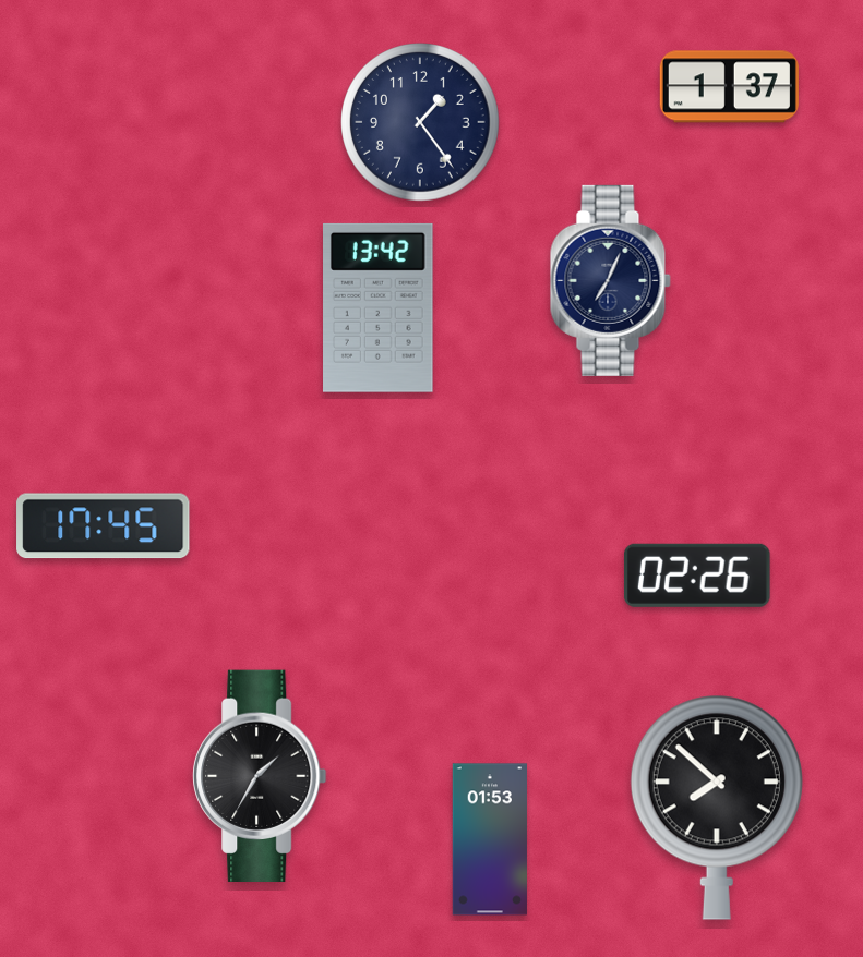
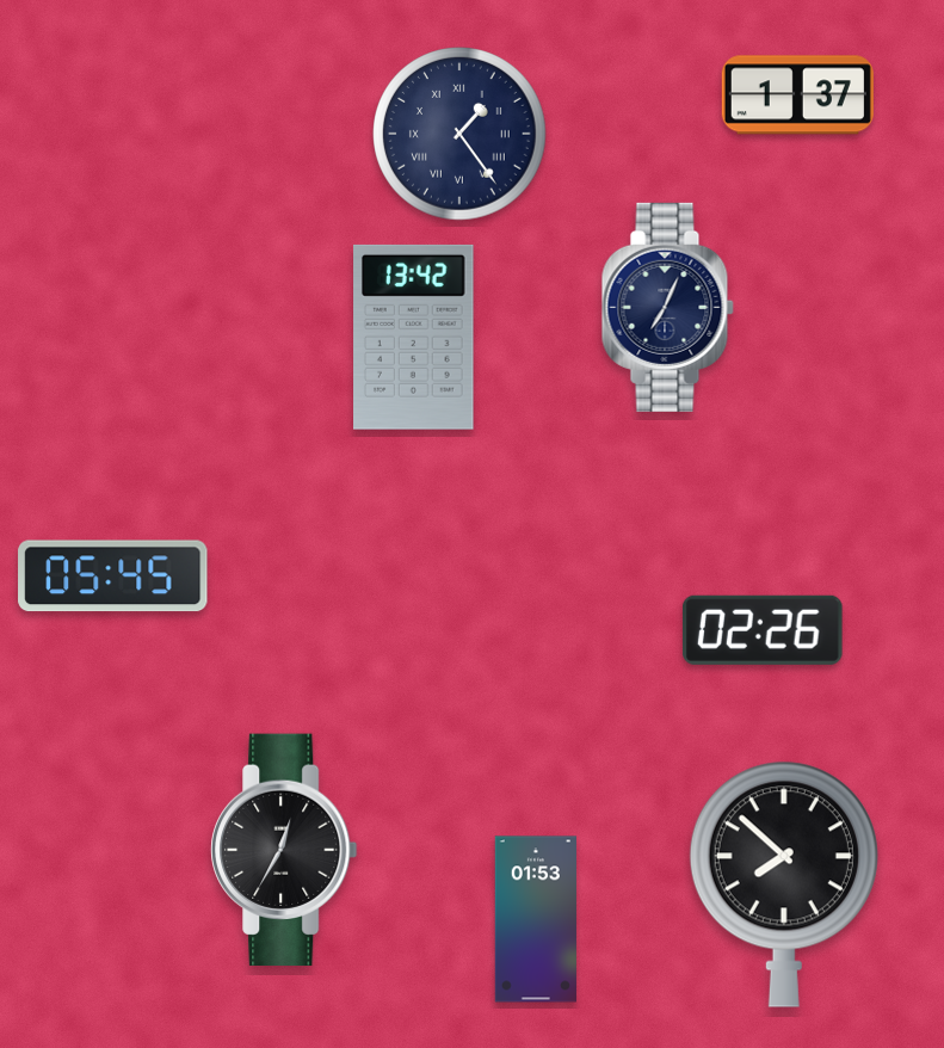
clock at (420, 122) numerals: Arabic -> Roman
clock at (104, 526): 17:45 -> 05:45
clock at (260, 775): 1:35 -> 12:35
